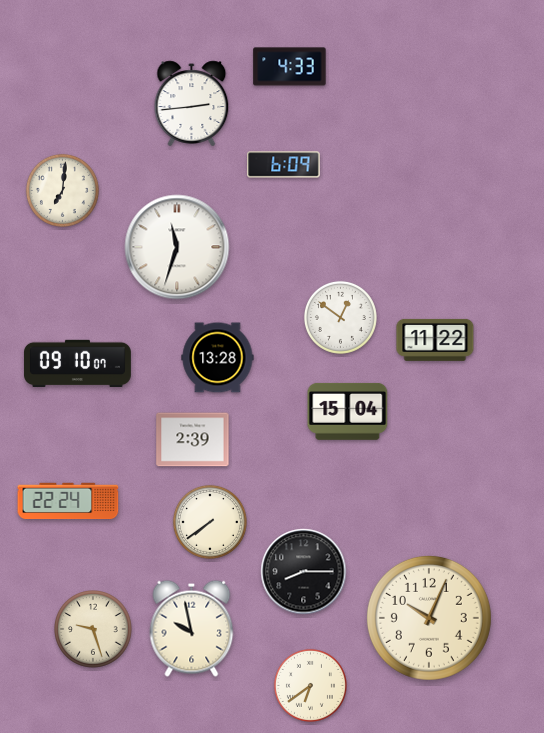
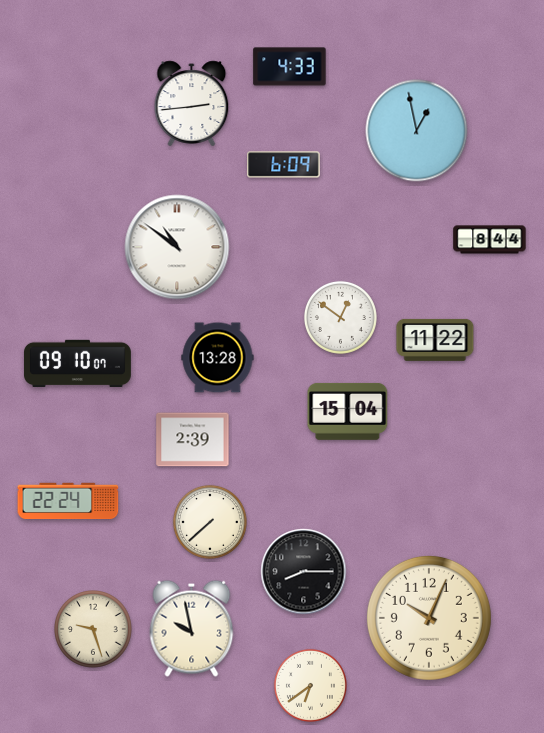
clock at (417, 131): none -> 12:58
clock at (62, 190): 7:01 -> none
clock at (490, 240): none -> 8:44
clock at (177, 247): 11:33 -> 10:51
clock at (210, 522): 7:39 -> 7:38
